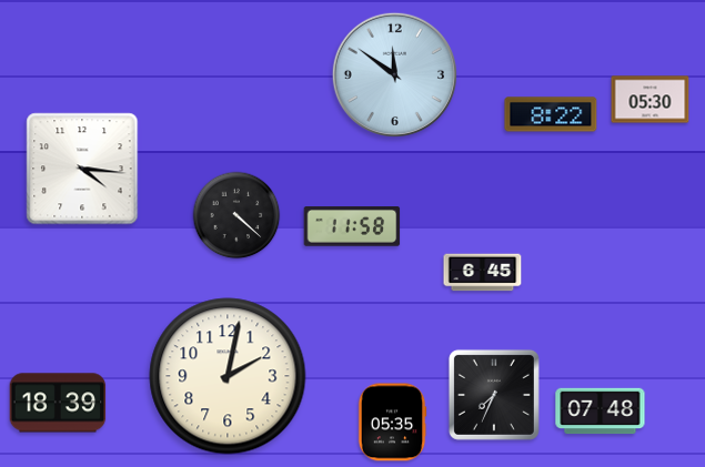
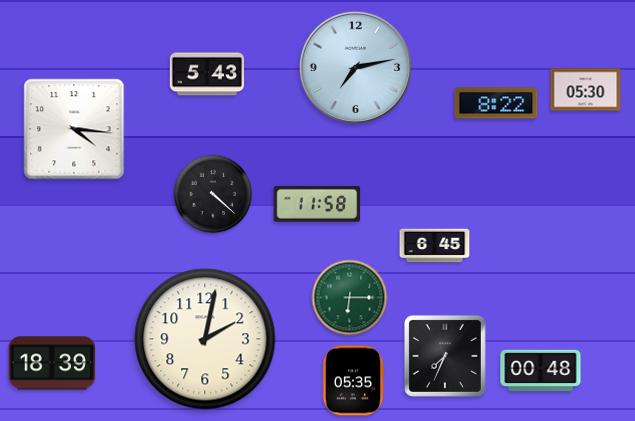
clock at (394, 74): 11:51 -> 7:13
clock at (206, 74): none -> 5:43
clock at (82, 169) position: (82, 169) -> (74, 129)
clock at (350, 298): none -> 6:15
clock at (601, 412): 07:48 -> 00:48
